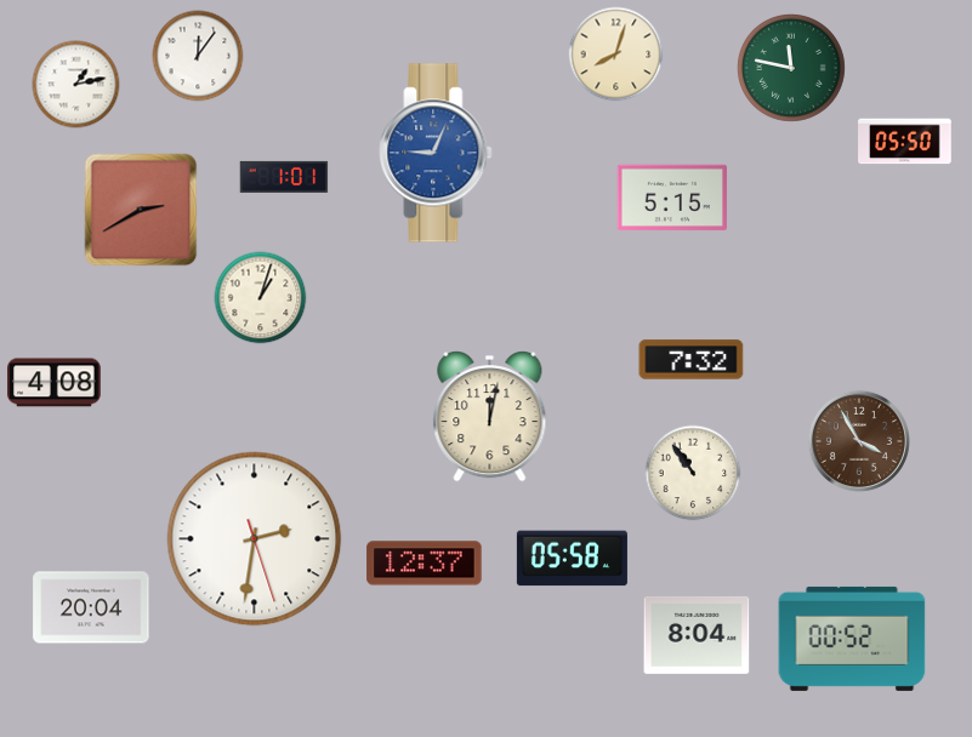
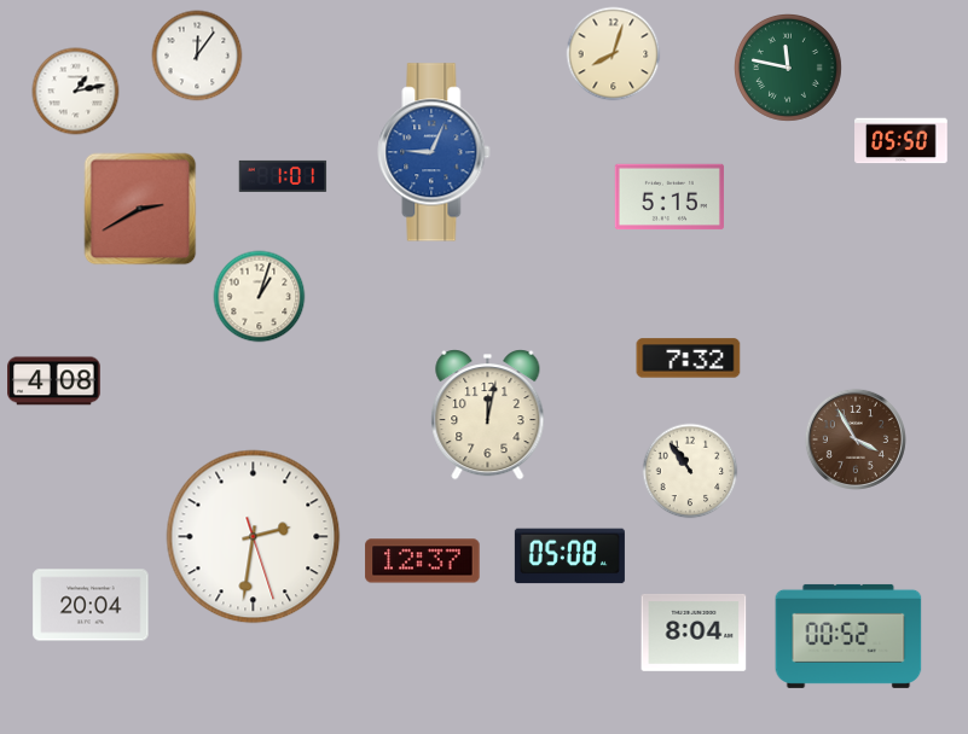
clock at (76, 85) position: (76, 85) -> (76, 92)
clock at (572, 559): 05:58 -> 05:08
